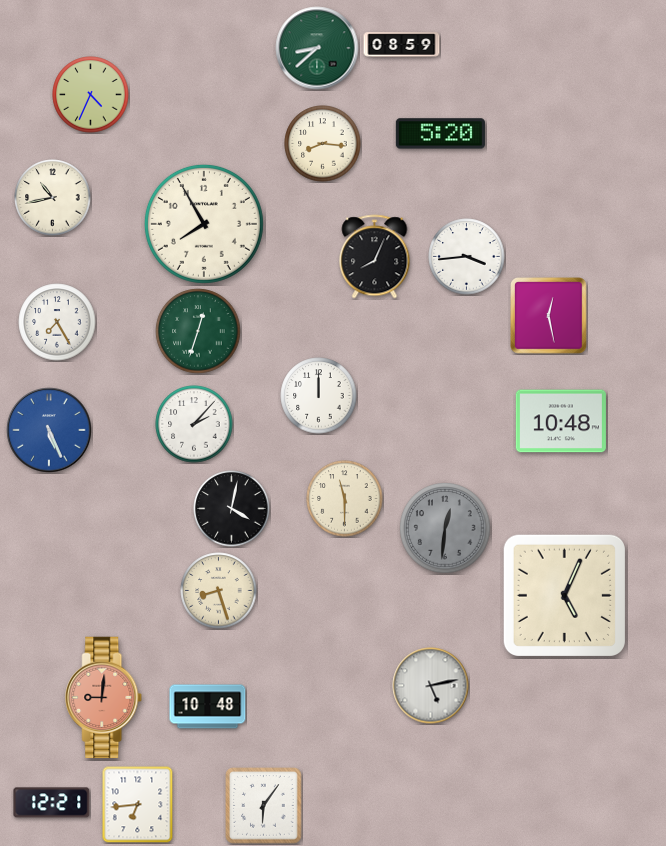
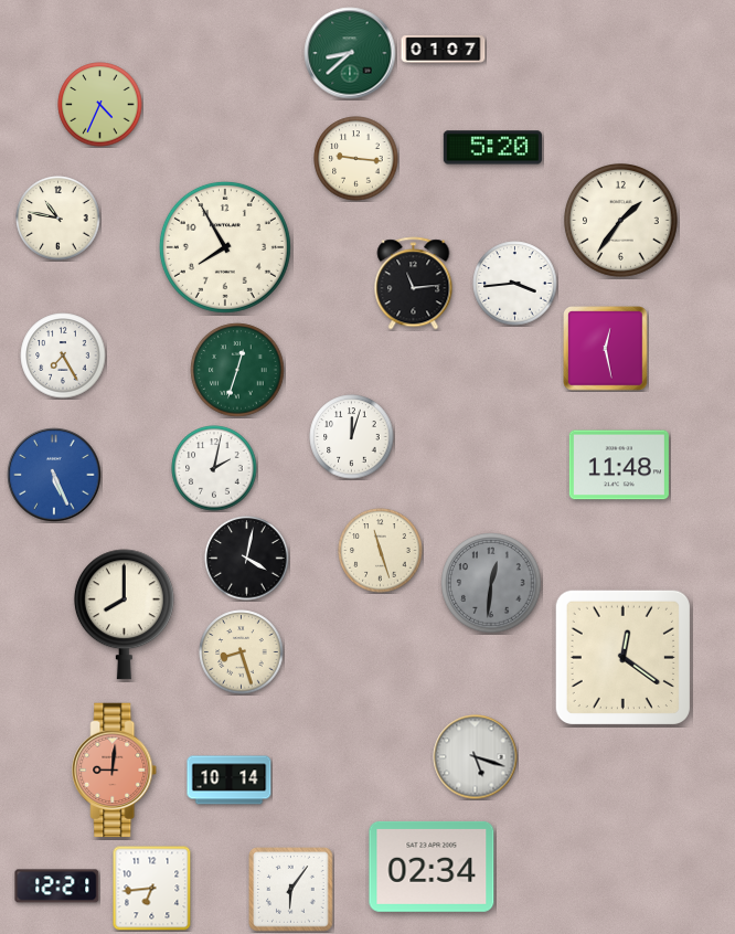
clock at (402, 45): 08:59 -> 01:07
clock at (440, 134) position: (440, 134) -> (492, 148)
clock at (323, 144): 8:16 -> 9:16
clock at (53, 198): 10:43 -> 10:47
clock at (621, 221): none -> 1:36
clock at (375, 257): 8:04 -> 11:14
clock at (198, 331) position: (198, 331) -> (237, 370)
clock at (319, 396): 12:00 -> 12:03
clock at (561, 421): 10:48 -> 11:48
clock at (194, 424): 2:07 -> 2:02
clock at (345, 499): 11:30 -> 11:27
clock at (232, 509) position: (232, 509) -> (247, 559)
clock at (124, 615): none -> 8:00
clock at (564, 595): 5:04 -> 12:21
clock at (431, 686): 5:13 -> 5:18
clock at (208, 707): 10:48 -> 10:14
clock at (432, 867): none -> 02:34
